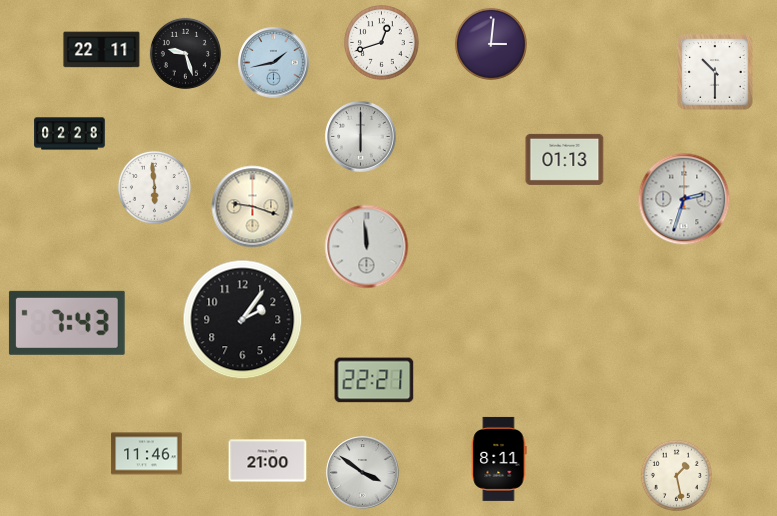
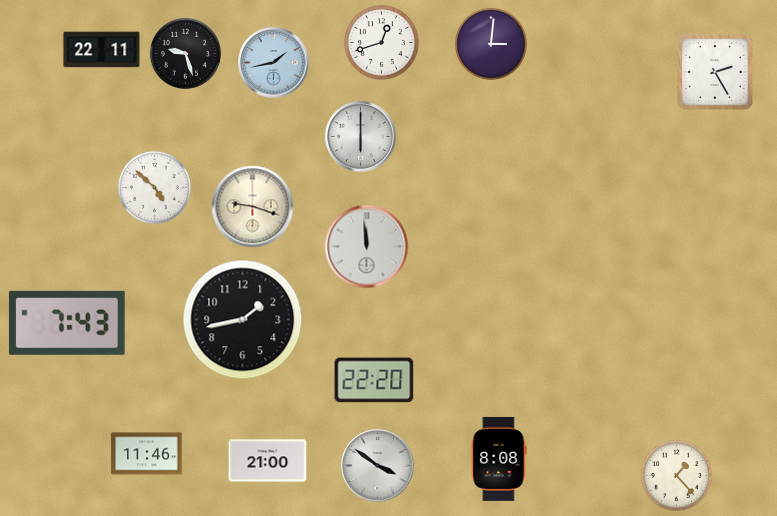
clock at (715, 72): 10:30 -> 2:25
clock at (70, 134): 02:28 -> none
clock at (565, 159): 01:13 -> none
clock at (154, 187): 5:59 -> 4:52
clock at (684, 199): 2:33 -> none
clock at (243, 320): 2:06 -> 1:43
clock at (374, 380): 22:21 -> 22:20
clock at (499, 459): 8:11 -> 8:08
clock at (363, 473) position: (363, 473) -> (378, 466)
clock at (676, 475): 1:28 -> 1:23
